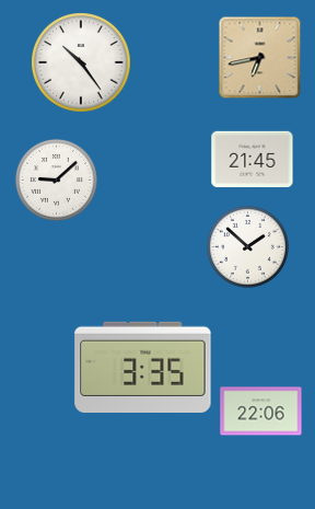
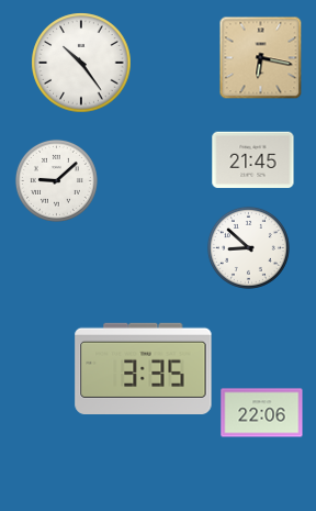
clock at (260, 58): 6:43 -> 6:17
clock at (247, 246): 1:52 -> 8:52
